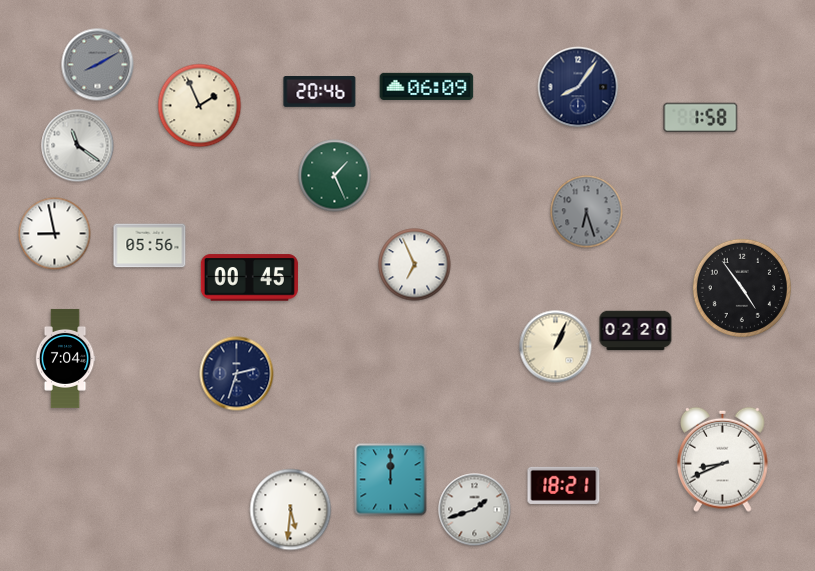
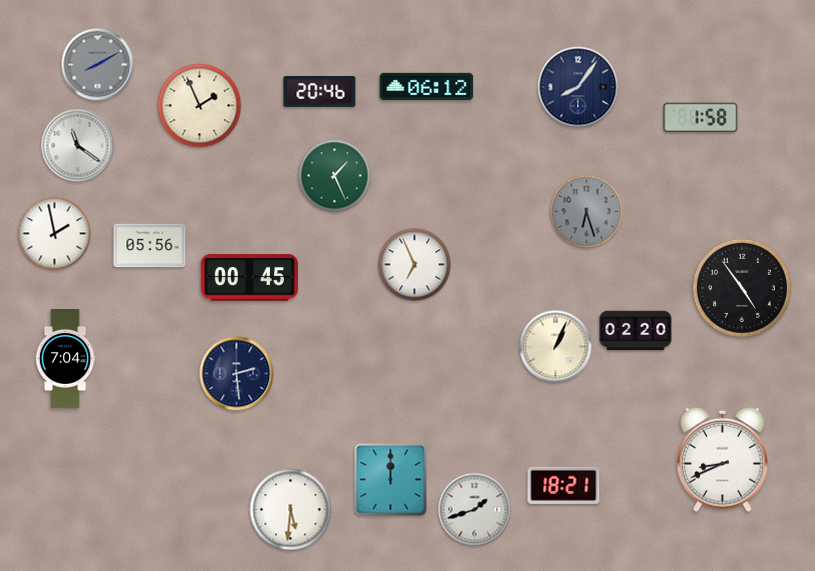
clock at (427, 86): 06:09 -> 06:12
clock at (55, 234): 8:58 -> 1:58
clock at (237, 374): 2:33 -> 2:29
